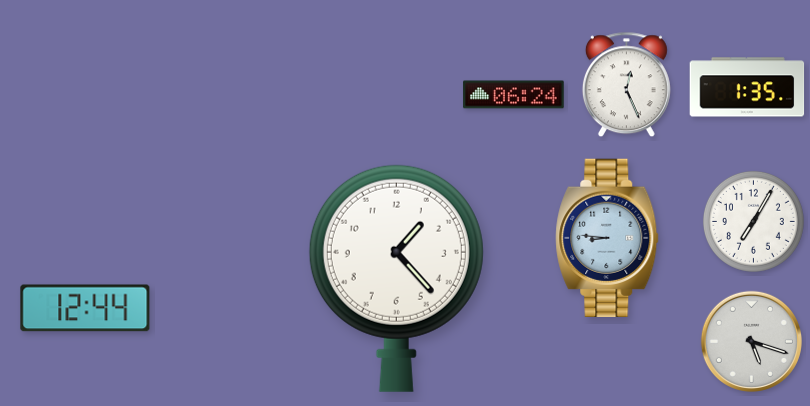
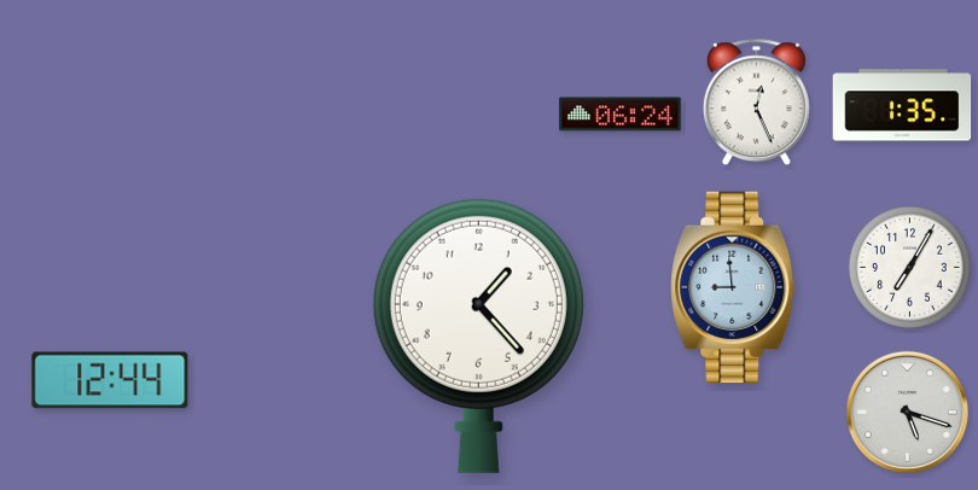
clock at (607, 237): 8:46 -> 8:59
clock at (85, 308) position: (85, 308) -> (110, 380)
